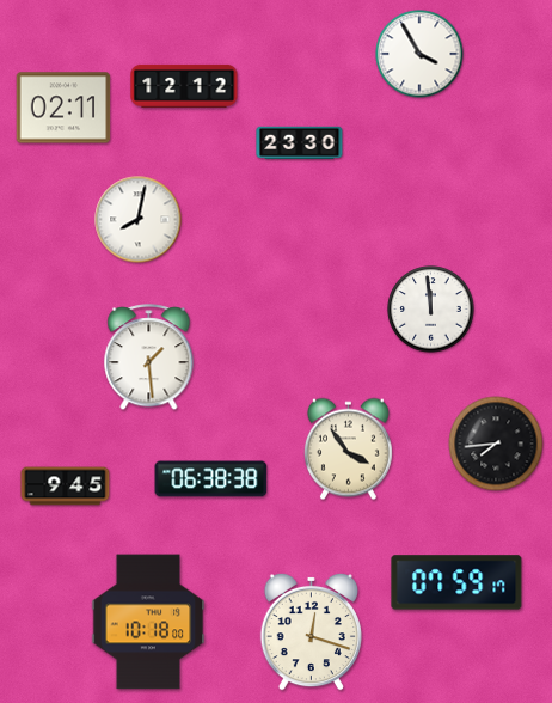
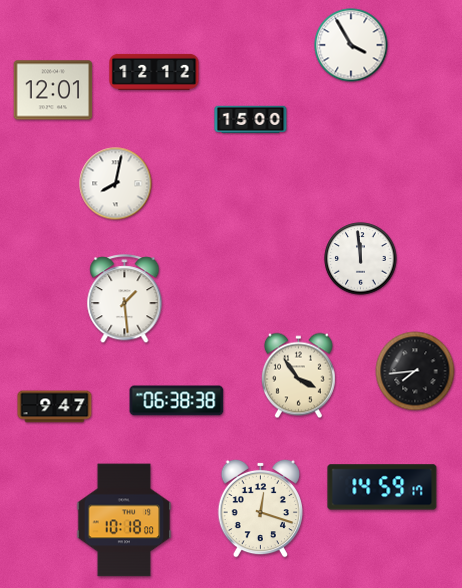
clock at (63, 108): 02:11 -> 12:01
clock at (300, 143): 23:30 -> 15:00
clock at (348, 450) position: (348, 450) -> (298, 376)
clock at (66, 487): 9:45 -> 9:47
clock at (456, 582): 07:59 -> 14:59
clock at (311, 631) position: (311, 631) -> (260, 508)
